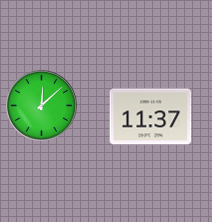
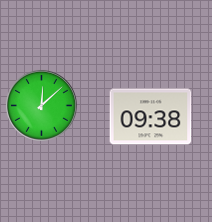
clock at (151, 117): 11:37 -> 09:38
